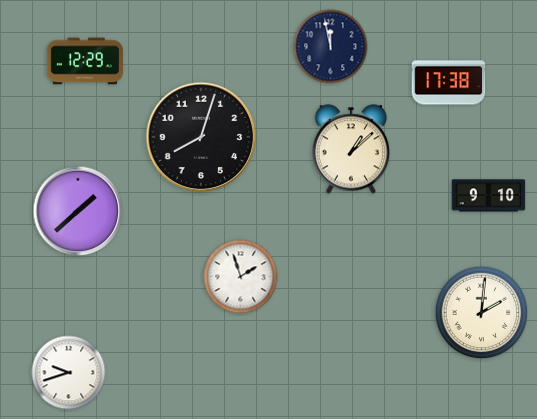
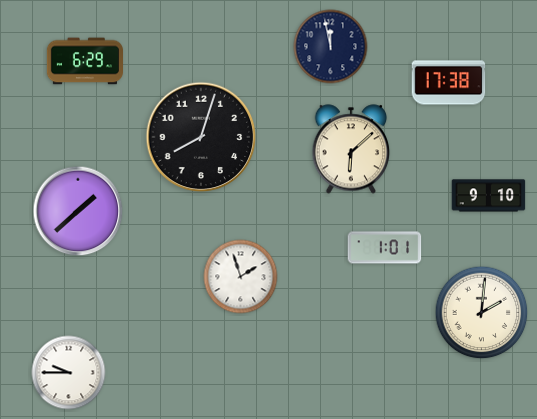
clock at (84, 61): 12:29 -> 6:29
clock at (351, 149): 1:08 -> 6:08
clock at (385, 248): none -> 1:01
clock at (69, 373): 9:42 -> 9:45
